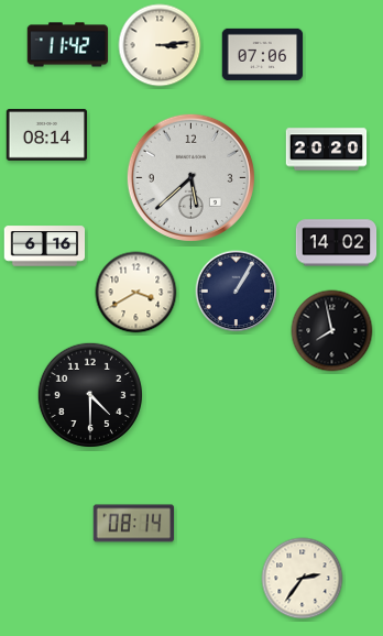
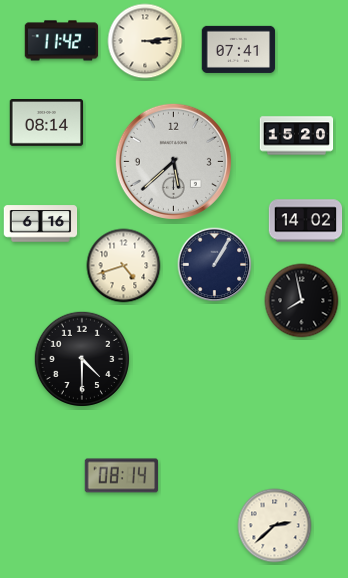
clock at (263, 54): 07:06 -> 07:41
clock at (47, 135) position: (47, 135) -> (47, 123)
clock at (327, 150): 20:20 -> 15:20
clock at (136, 293): 3:40 -> 4:42
clock at (303, 579): 2:36 -> 2:38
